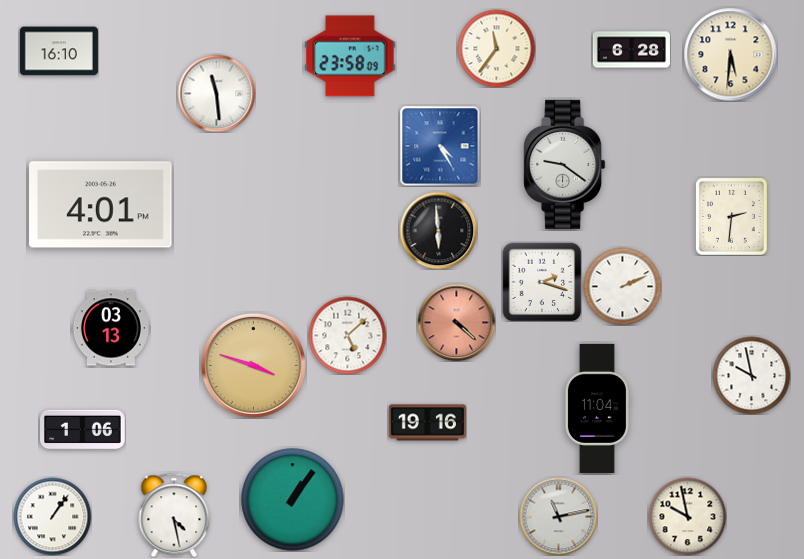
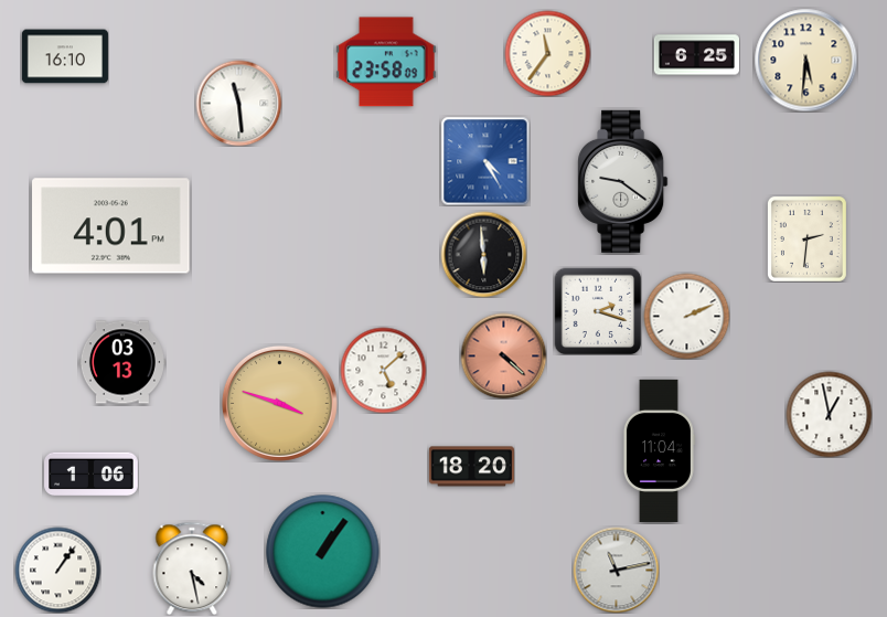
clock at (631, 50): 6:28 -> 6:25
clock at (751, 375): 9:58 -> 12:58
clock at (427, 423): 19:16 -> 18:20
clock at (687, 516): 9:58 -> none
